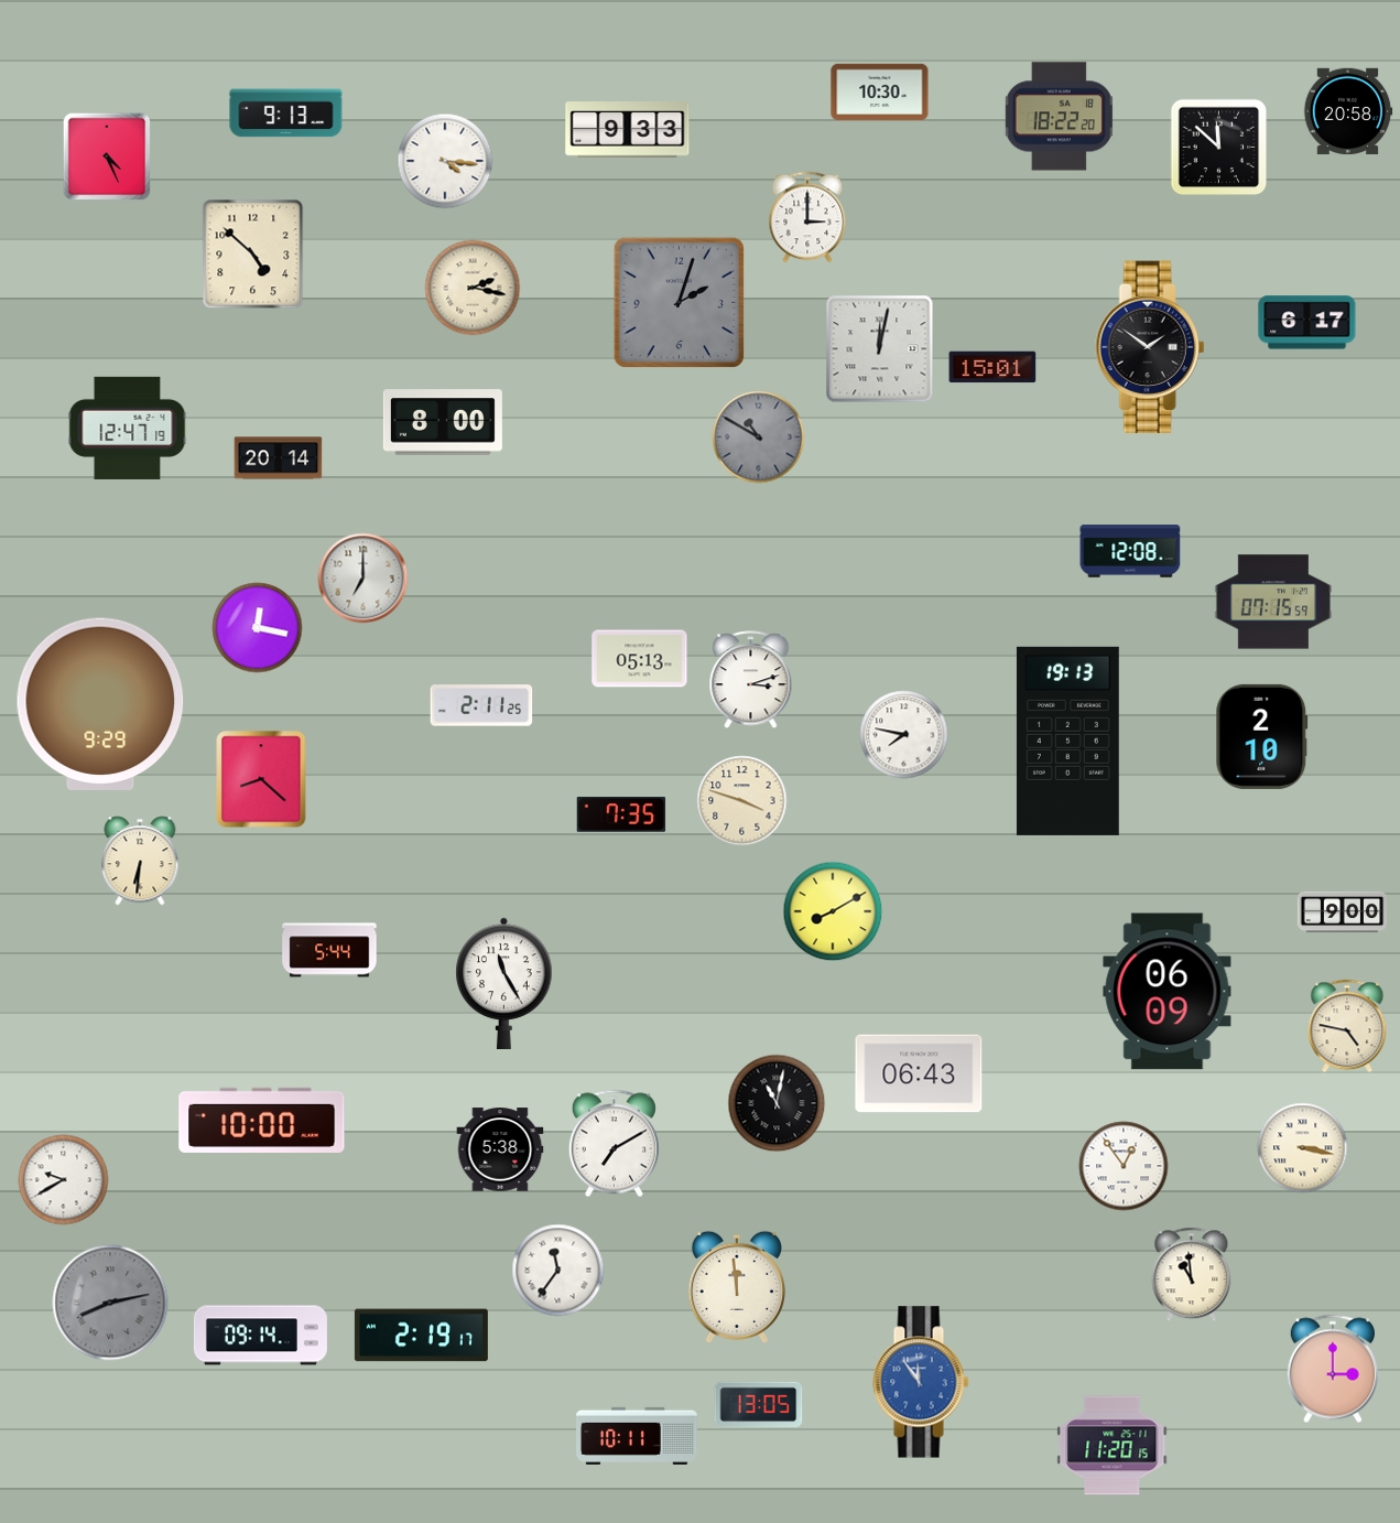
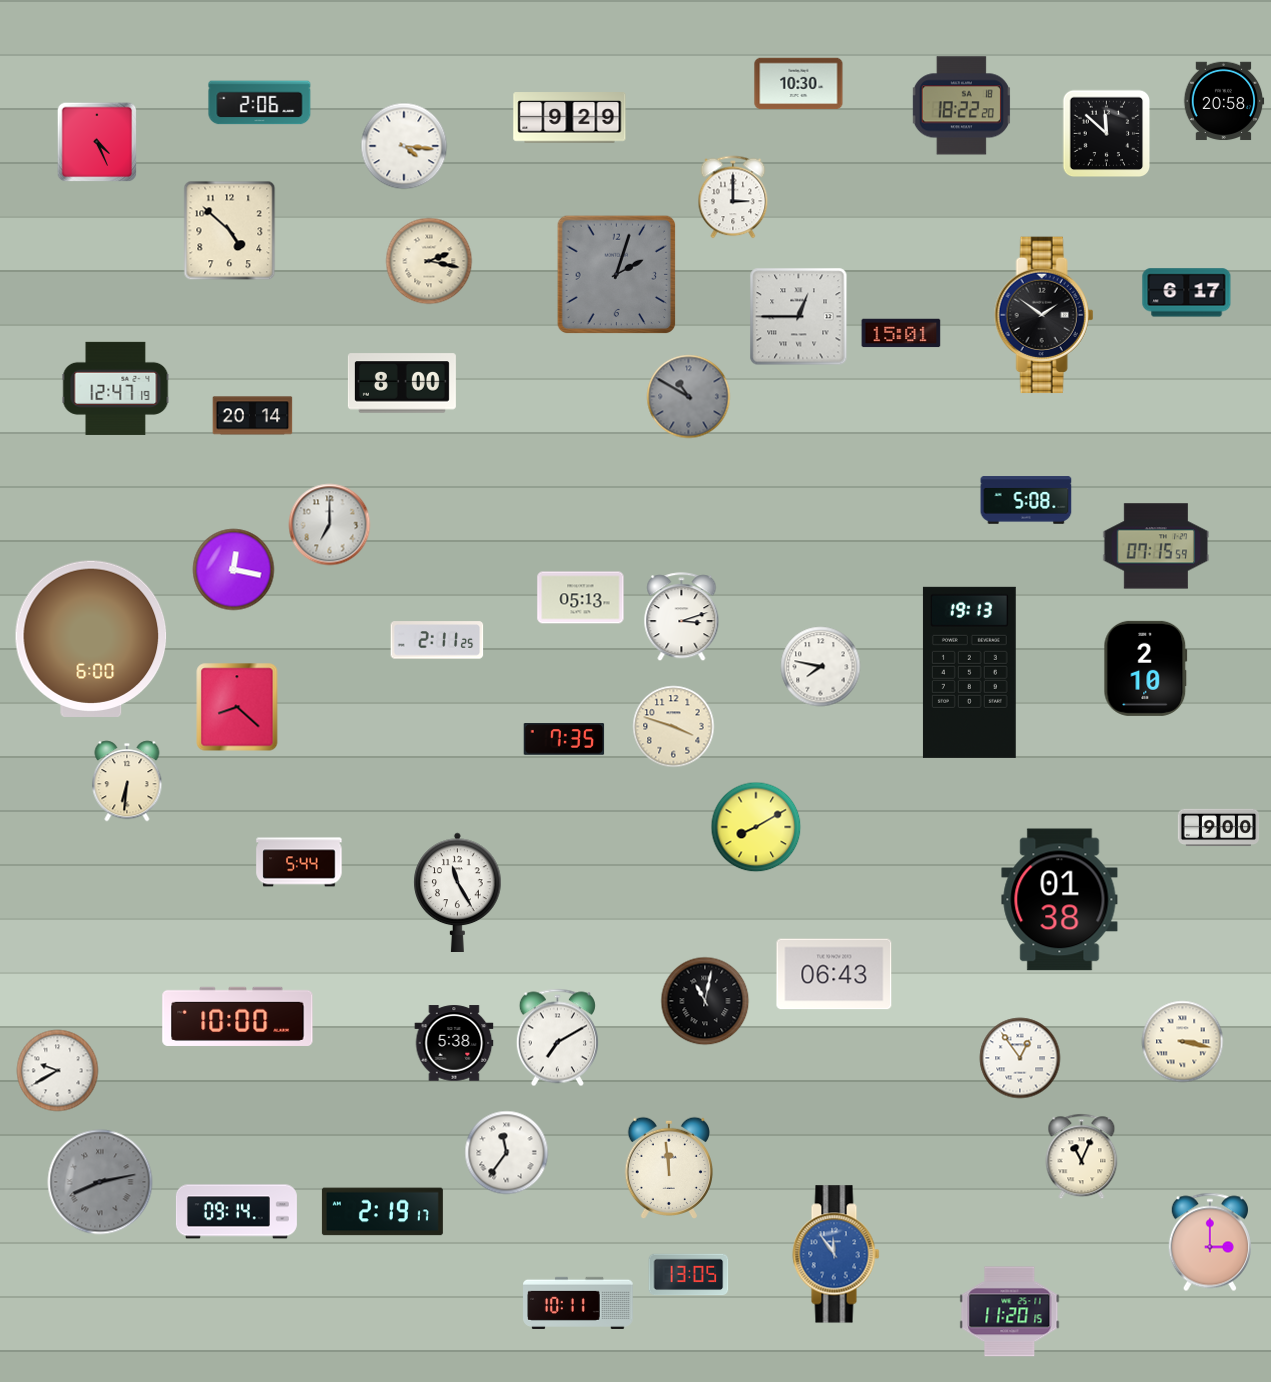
clock at (286, 114): 9:13 -> 2:06
clock at (628, 130): 9:33 -> 9:29
clock at (880, 349): 12:02 -> 12:45
clock at (1130, 551): 12:08 -> 5:08
clock at (100, 704): 9:29 -> 6:00
clock at (1168, 992): 06:09 -> 01:38
clock at (1347, 1026): 4:47 -> none
clock at (1192, 1275): 10:59 -> 11:04
